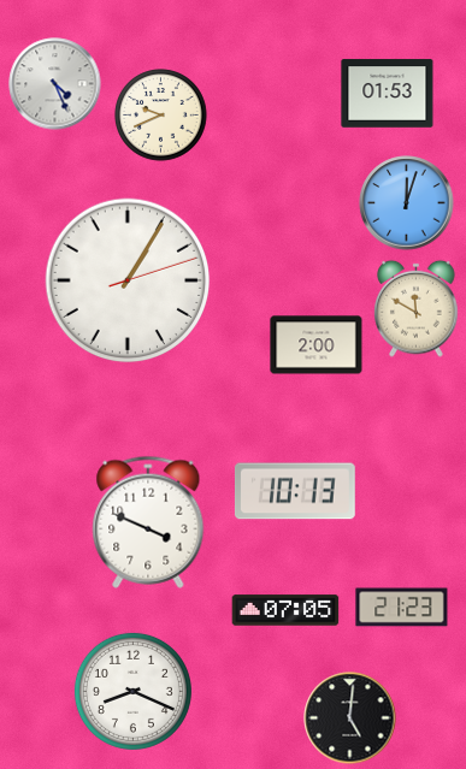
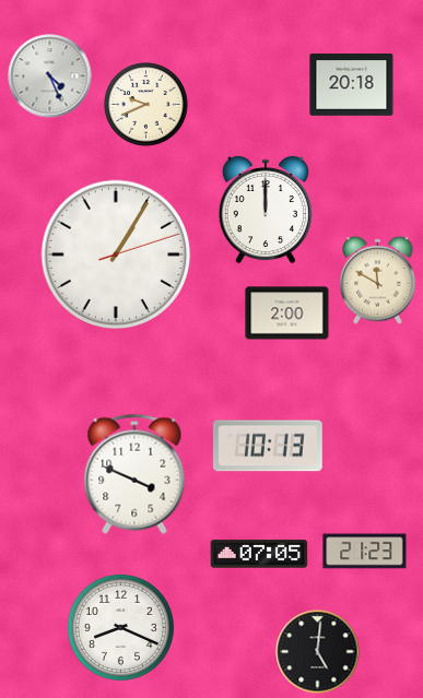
clock at (388, 94): 01:53 -> 20:18
clock at (407, 203): 12:03 -> none
clock at (266, 210): none -> 12:00
